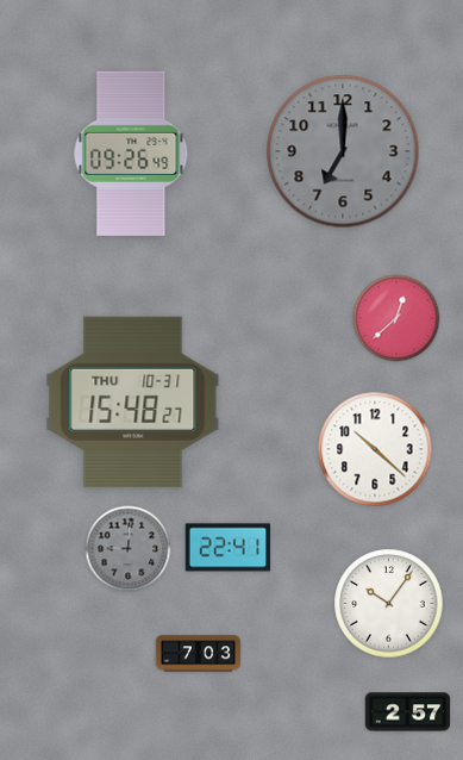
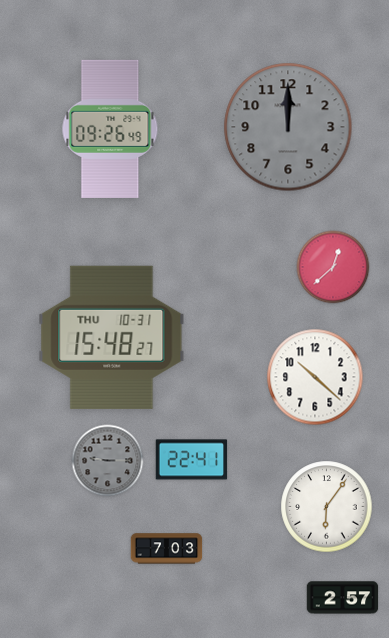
clock at (343, 151): 7:00 -> 12:00
clock at (129, 549): 9:01 -> 9:15
clock at (389, 604): 10:06 -> 6:06
